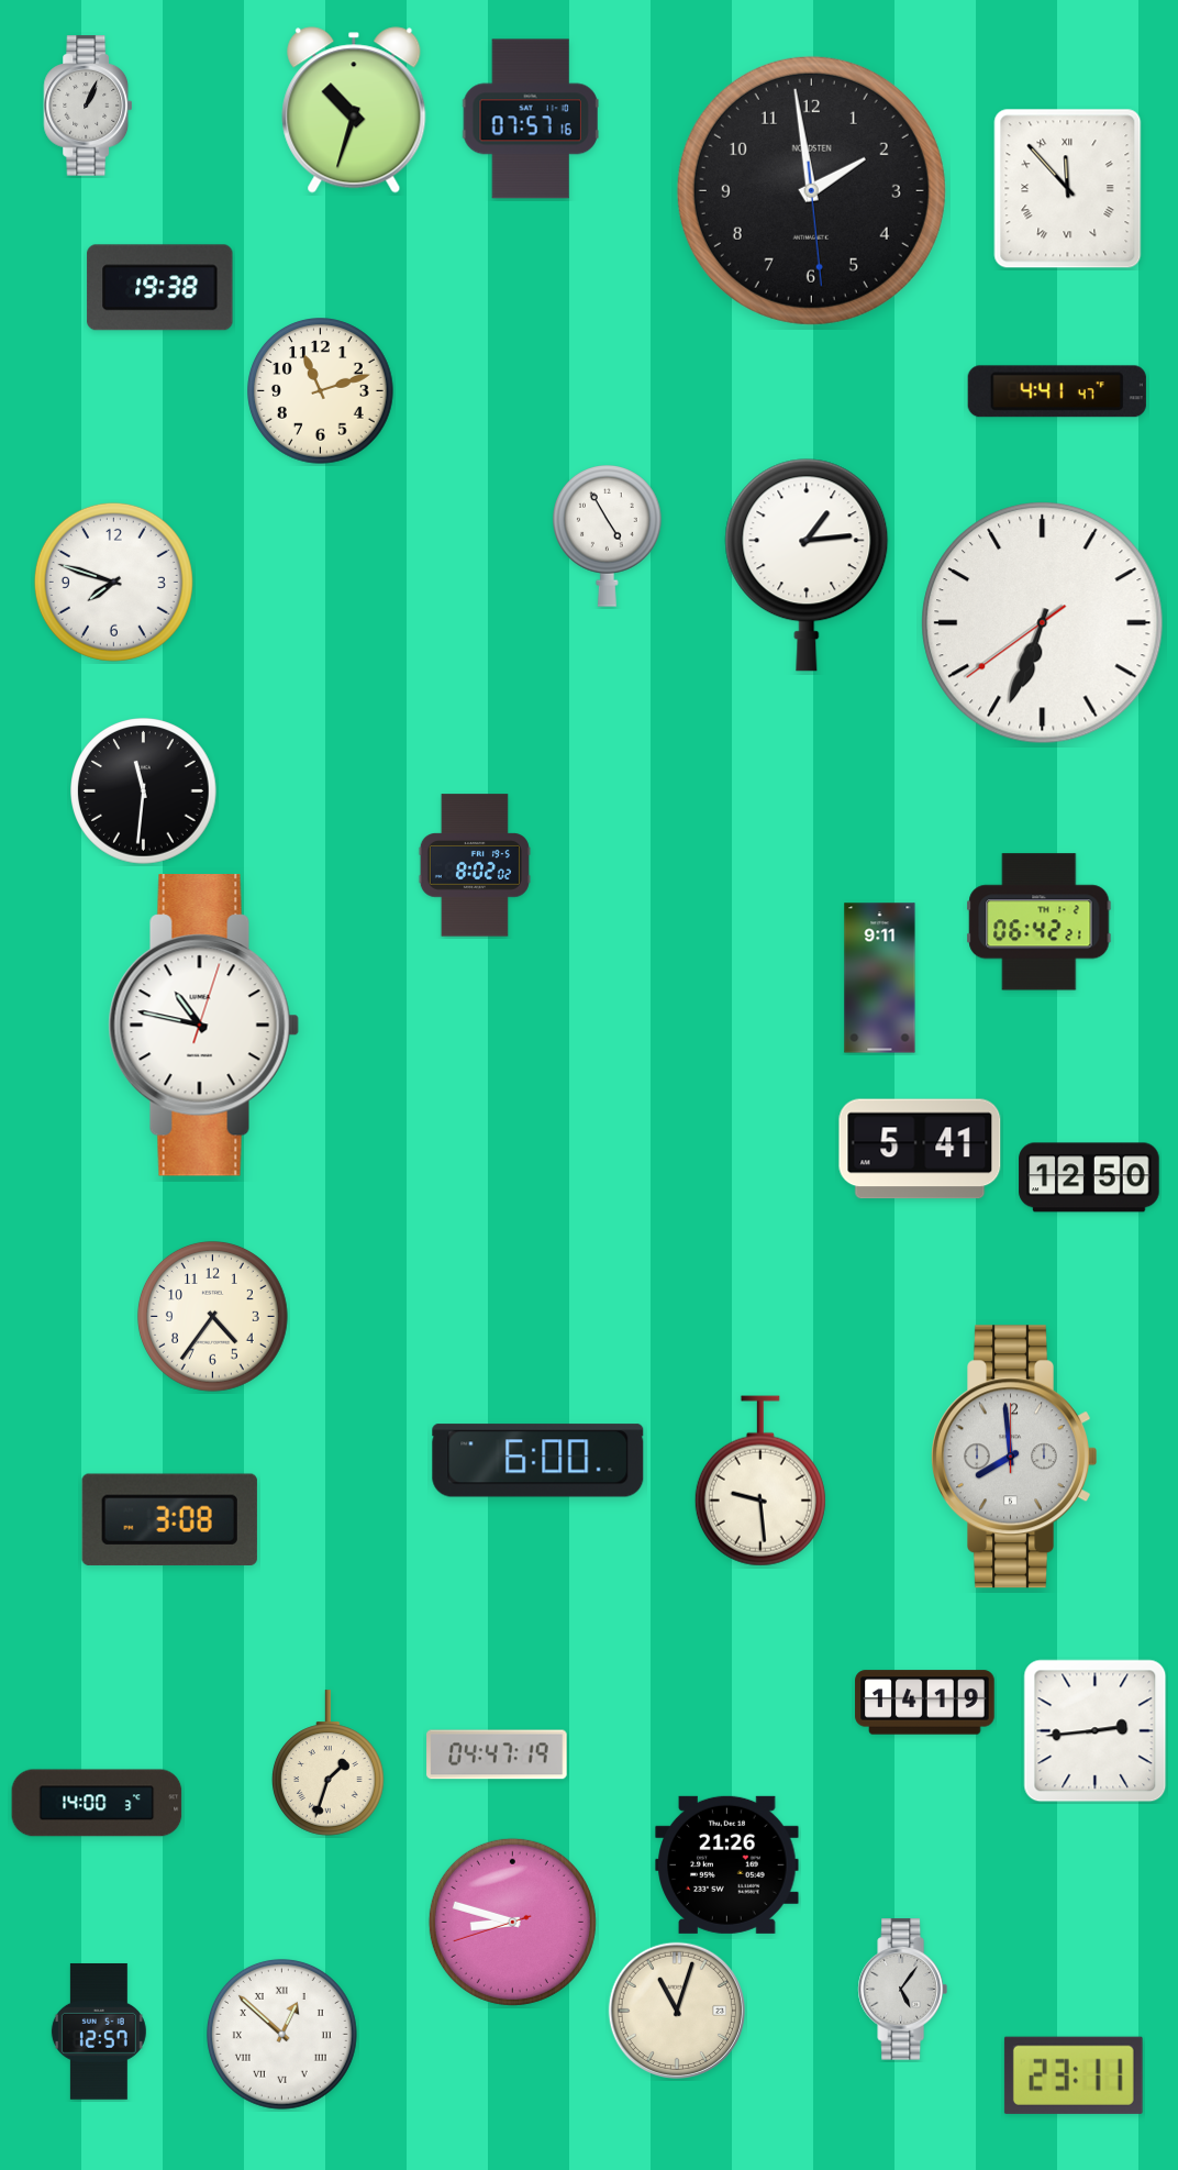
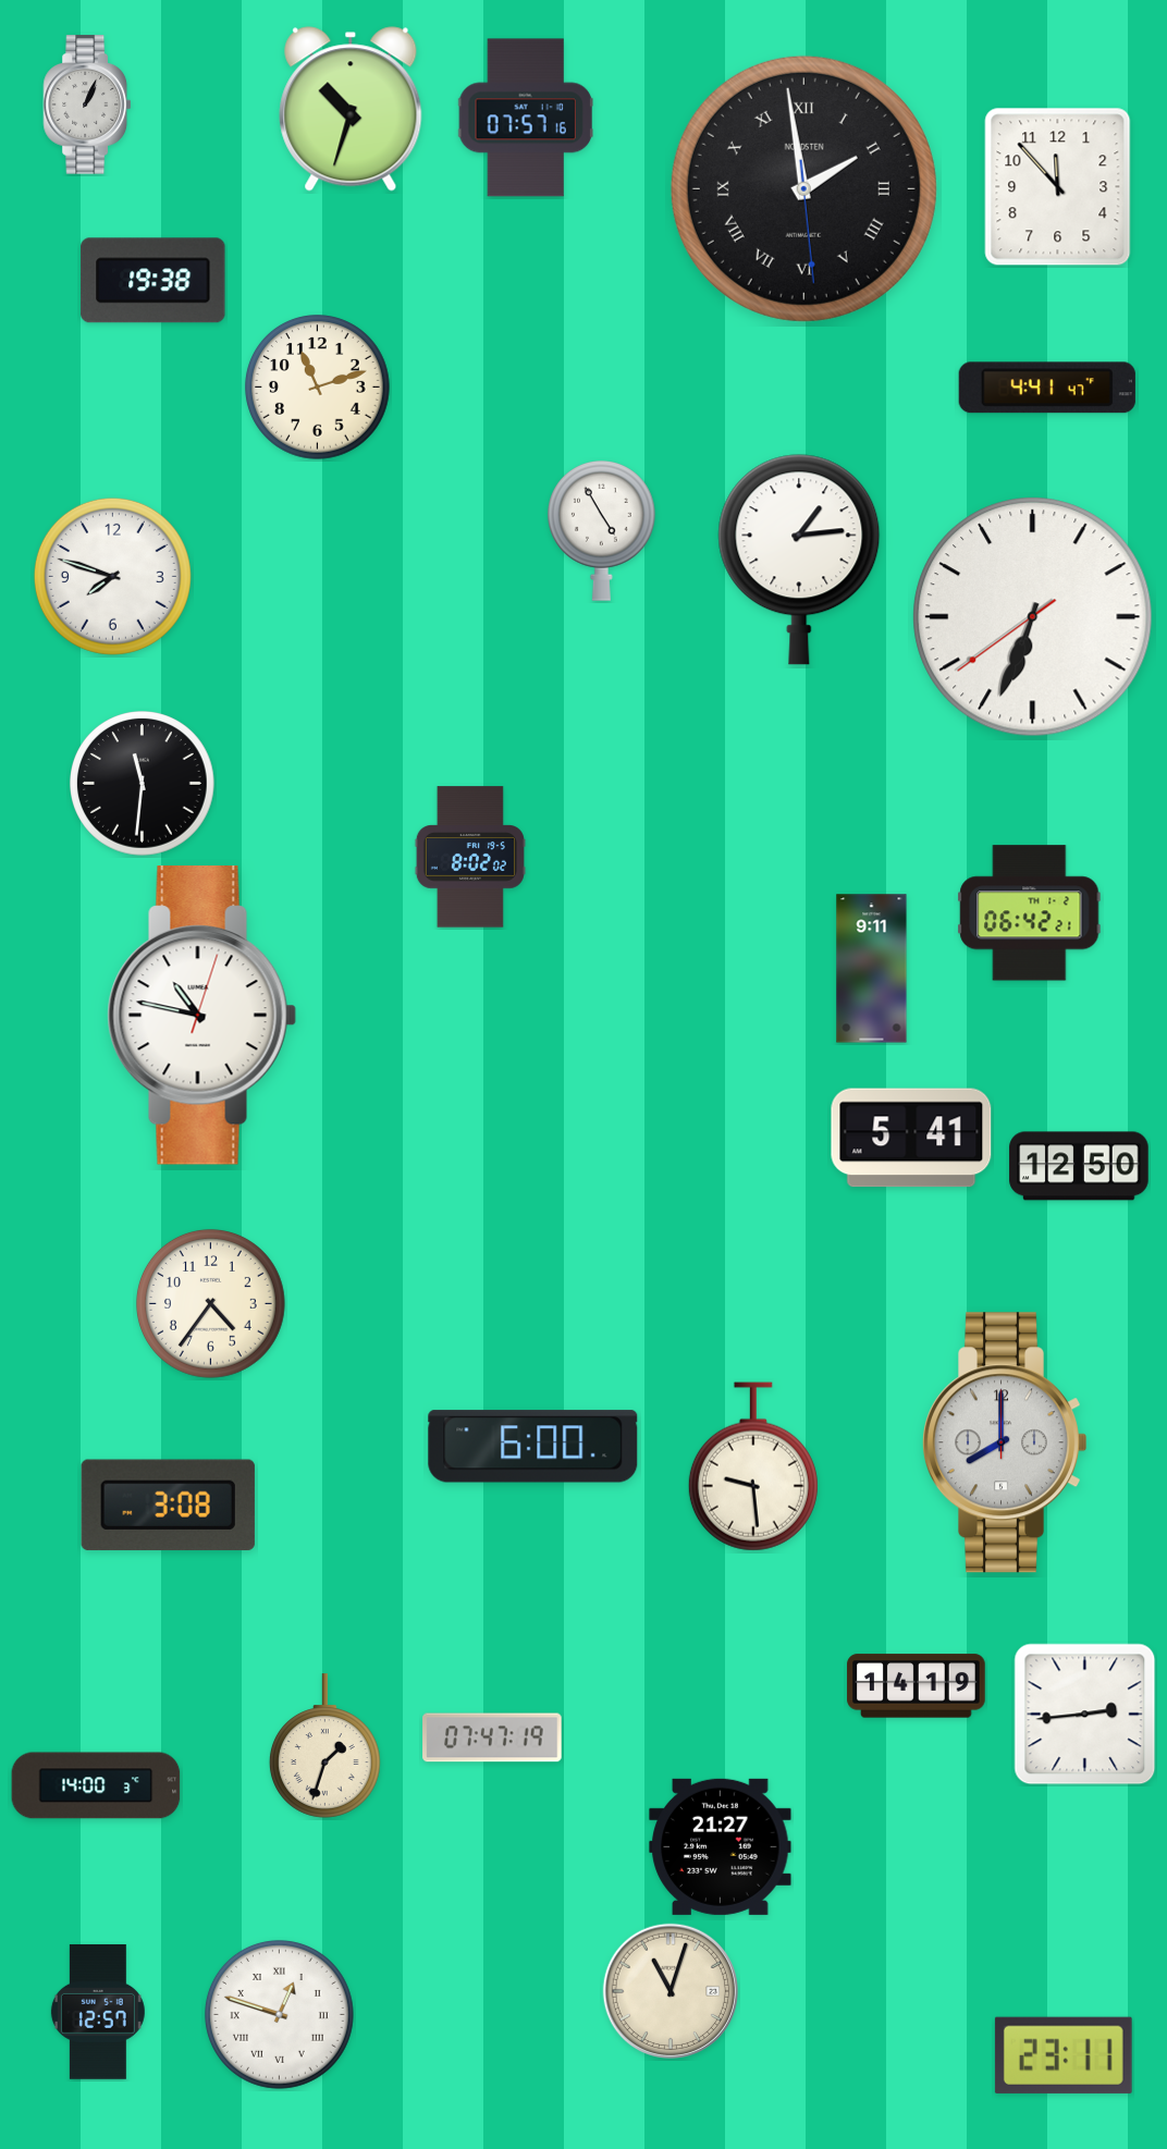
clock at (1068, 189) numerals: Roman -> Arabic
clock at (811, 190) numerals: Arabic -> Roman
clock at (160, 288) position: (160, 288) -> (153, 281)
clock at (1014, 1457): 7:59 -> 8:00
clock at (497, 1754): 04:47 -> 07:47
clock at (727, 1864): 21:26 -> 21:27
clock at (512, 1922): 8:47 -> none
clock at (902, 1990): 5:06 -> none
clock at (281, 2034): 12:52 -> 12:48
